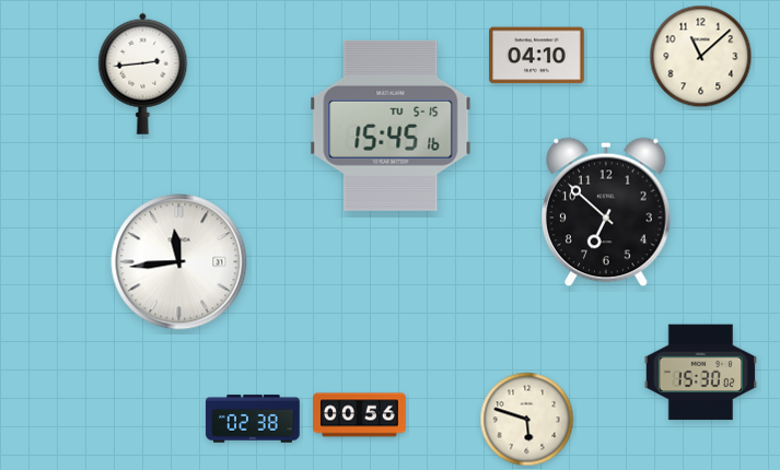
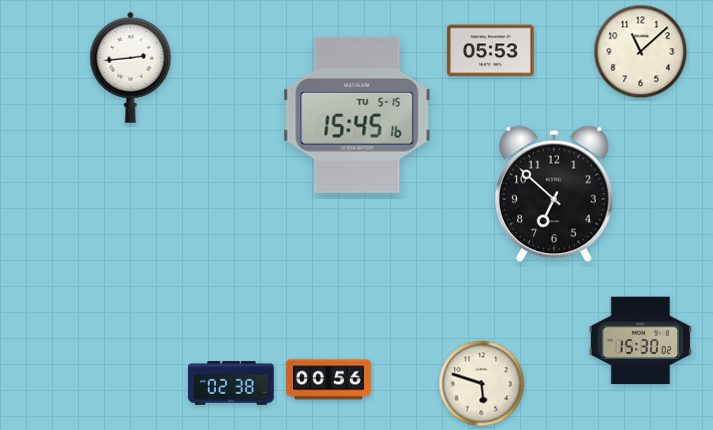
clock at (537, 56): 04:10 -> 05:53
clock at (179, 262): 11:44 -> none
